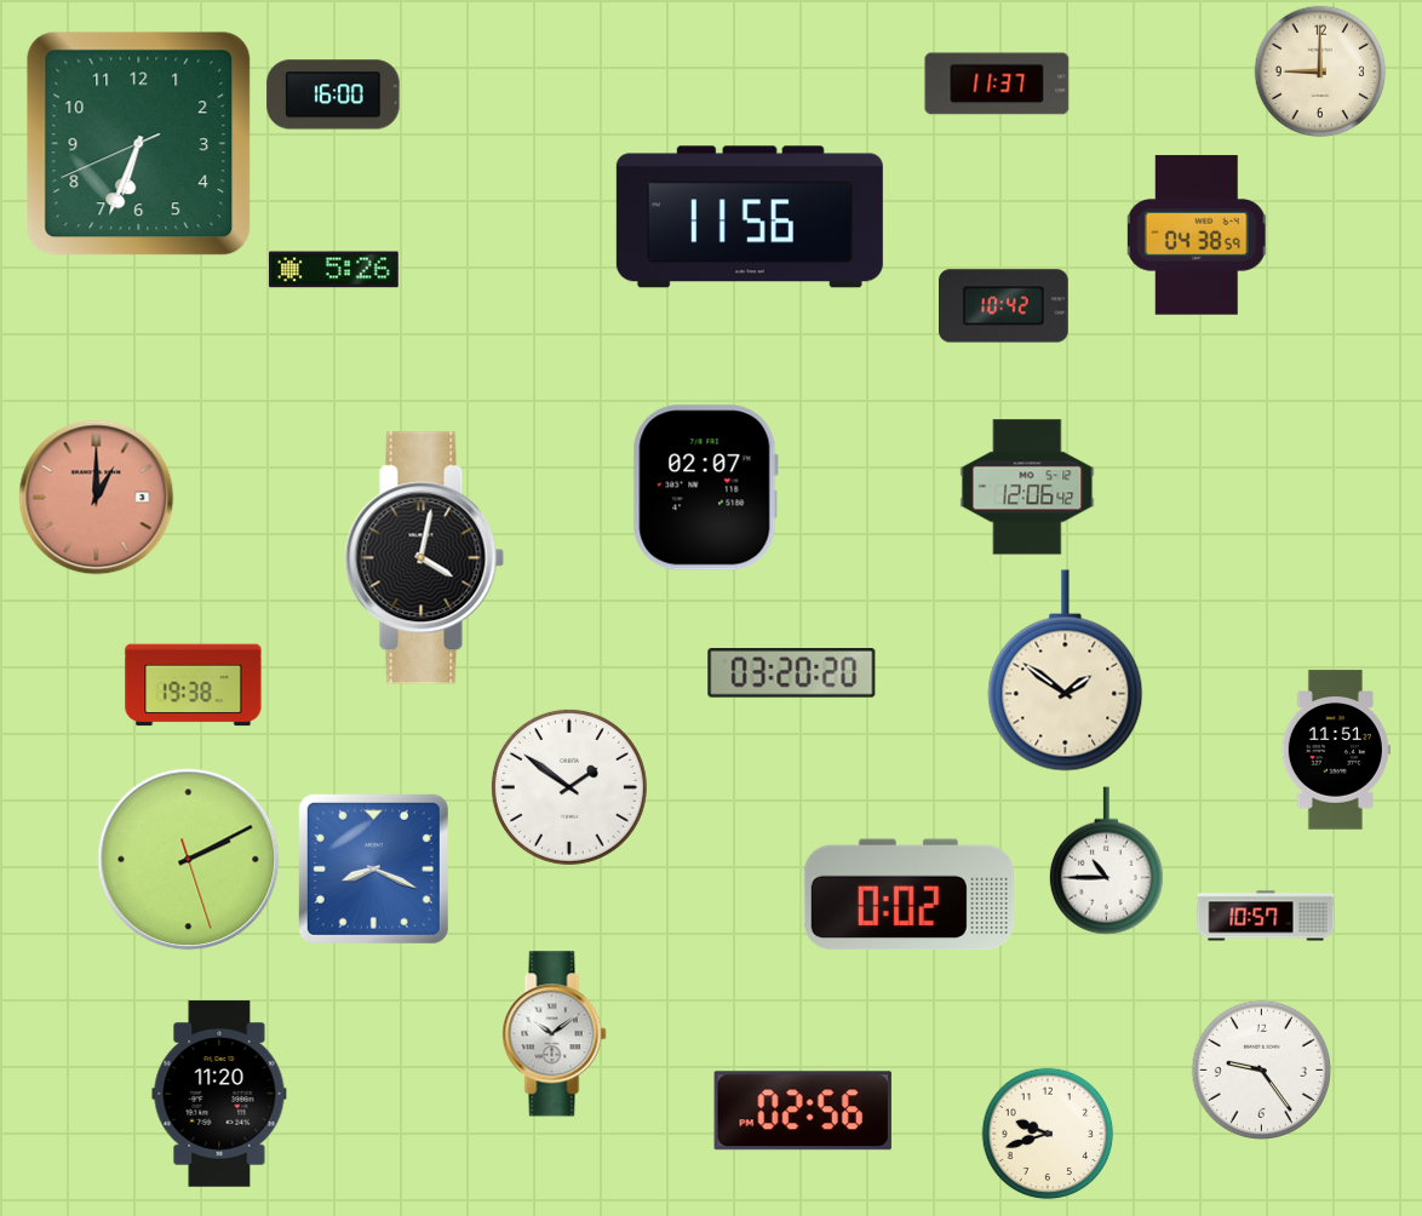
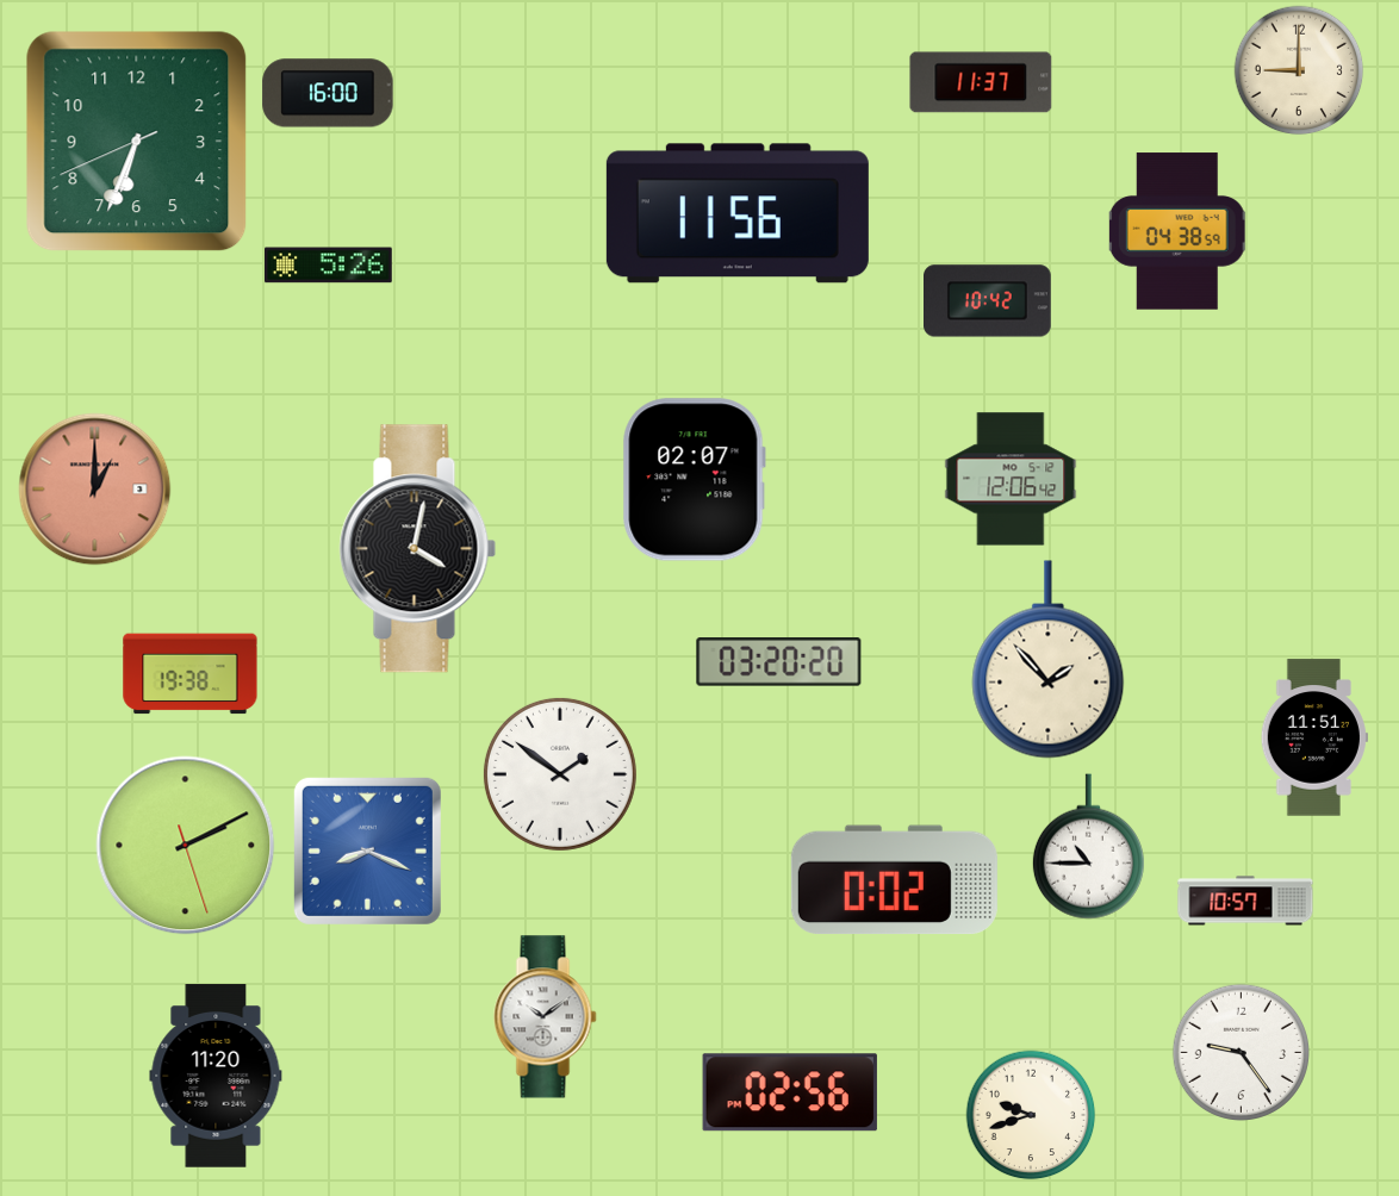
clock at (1066, 671): 1:51 -> 1:53
clock at (373, 868) position: (373, 868) -> (367, 851)
